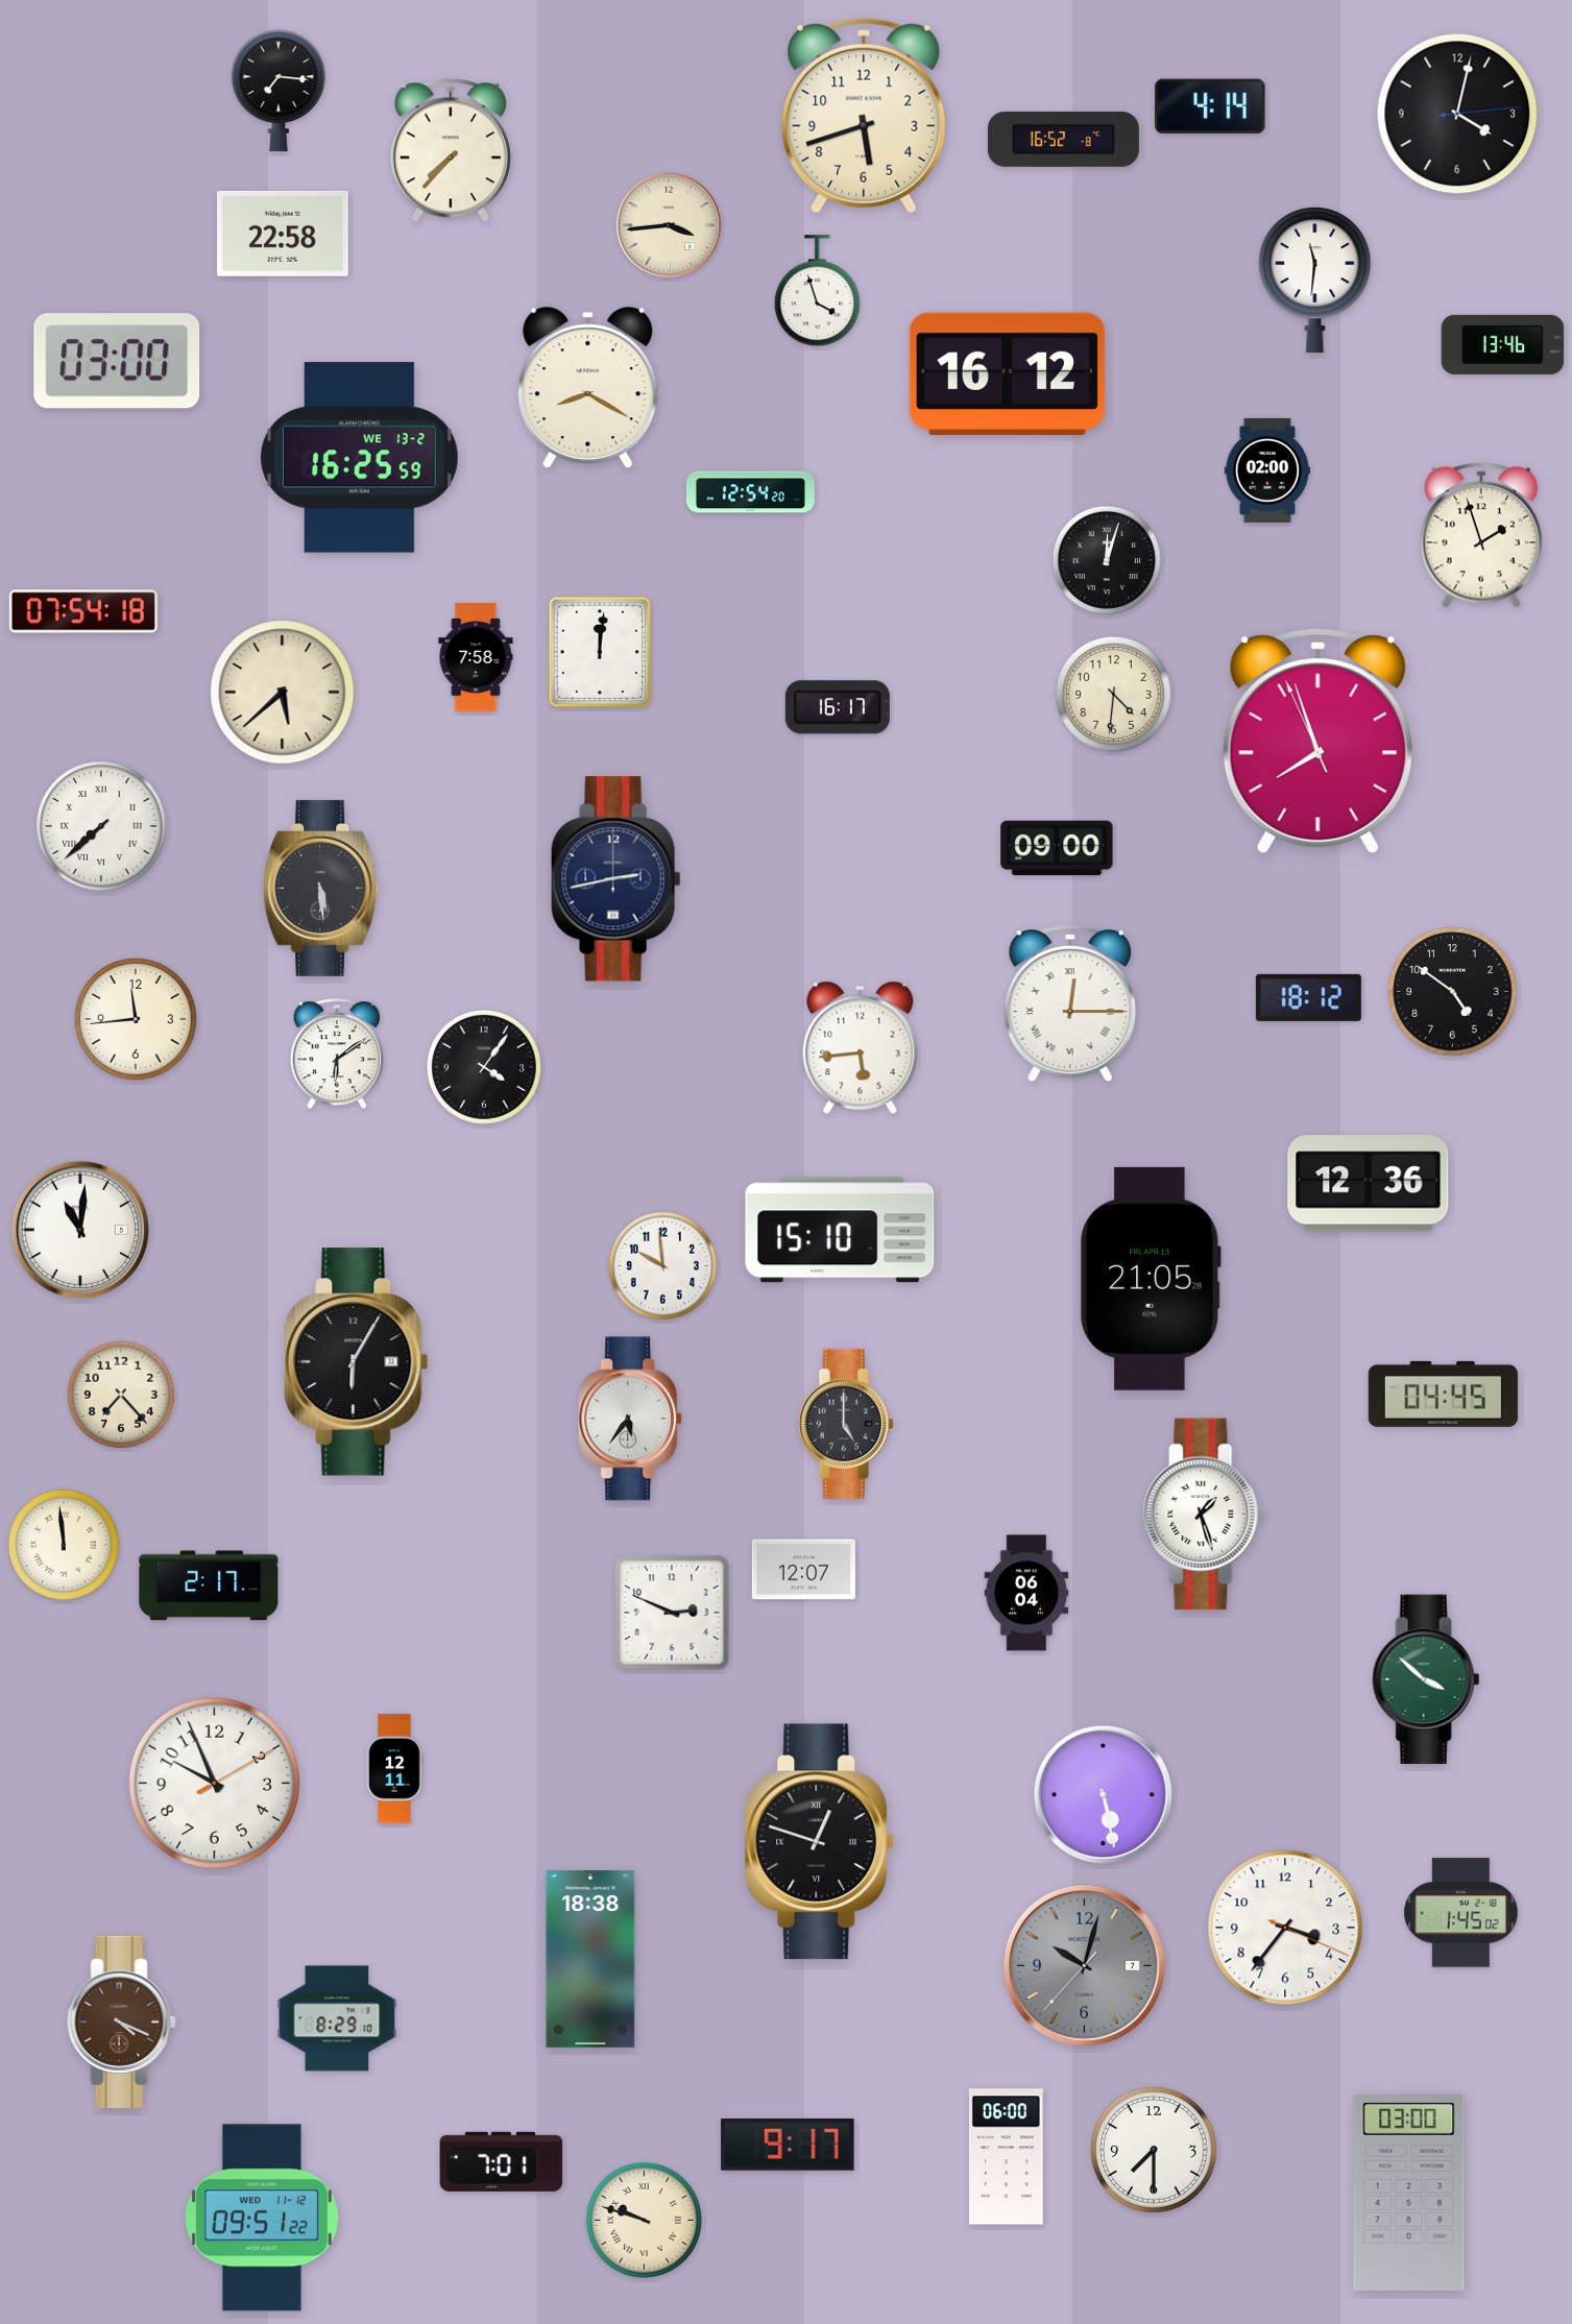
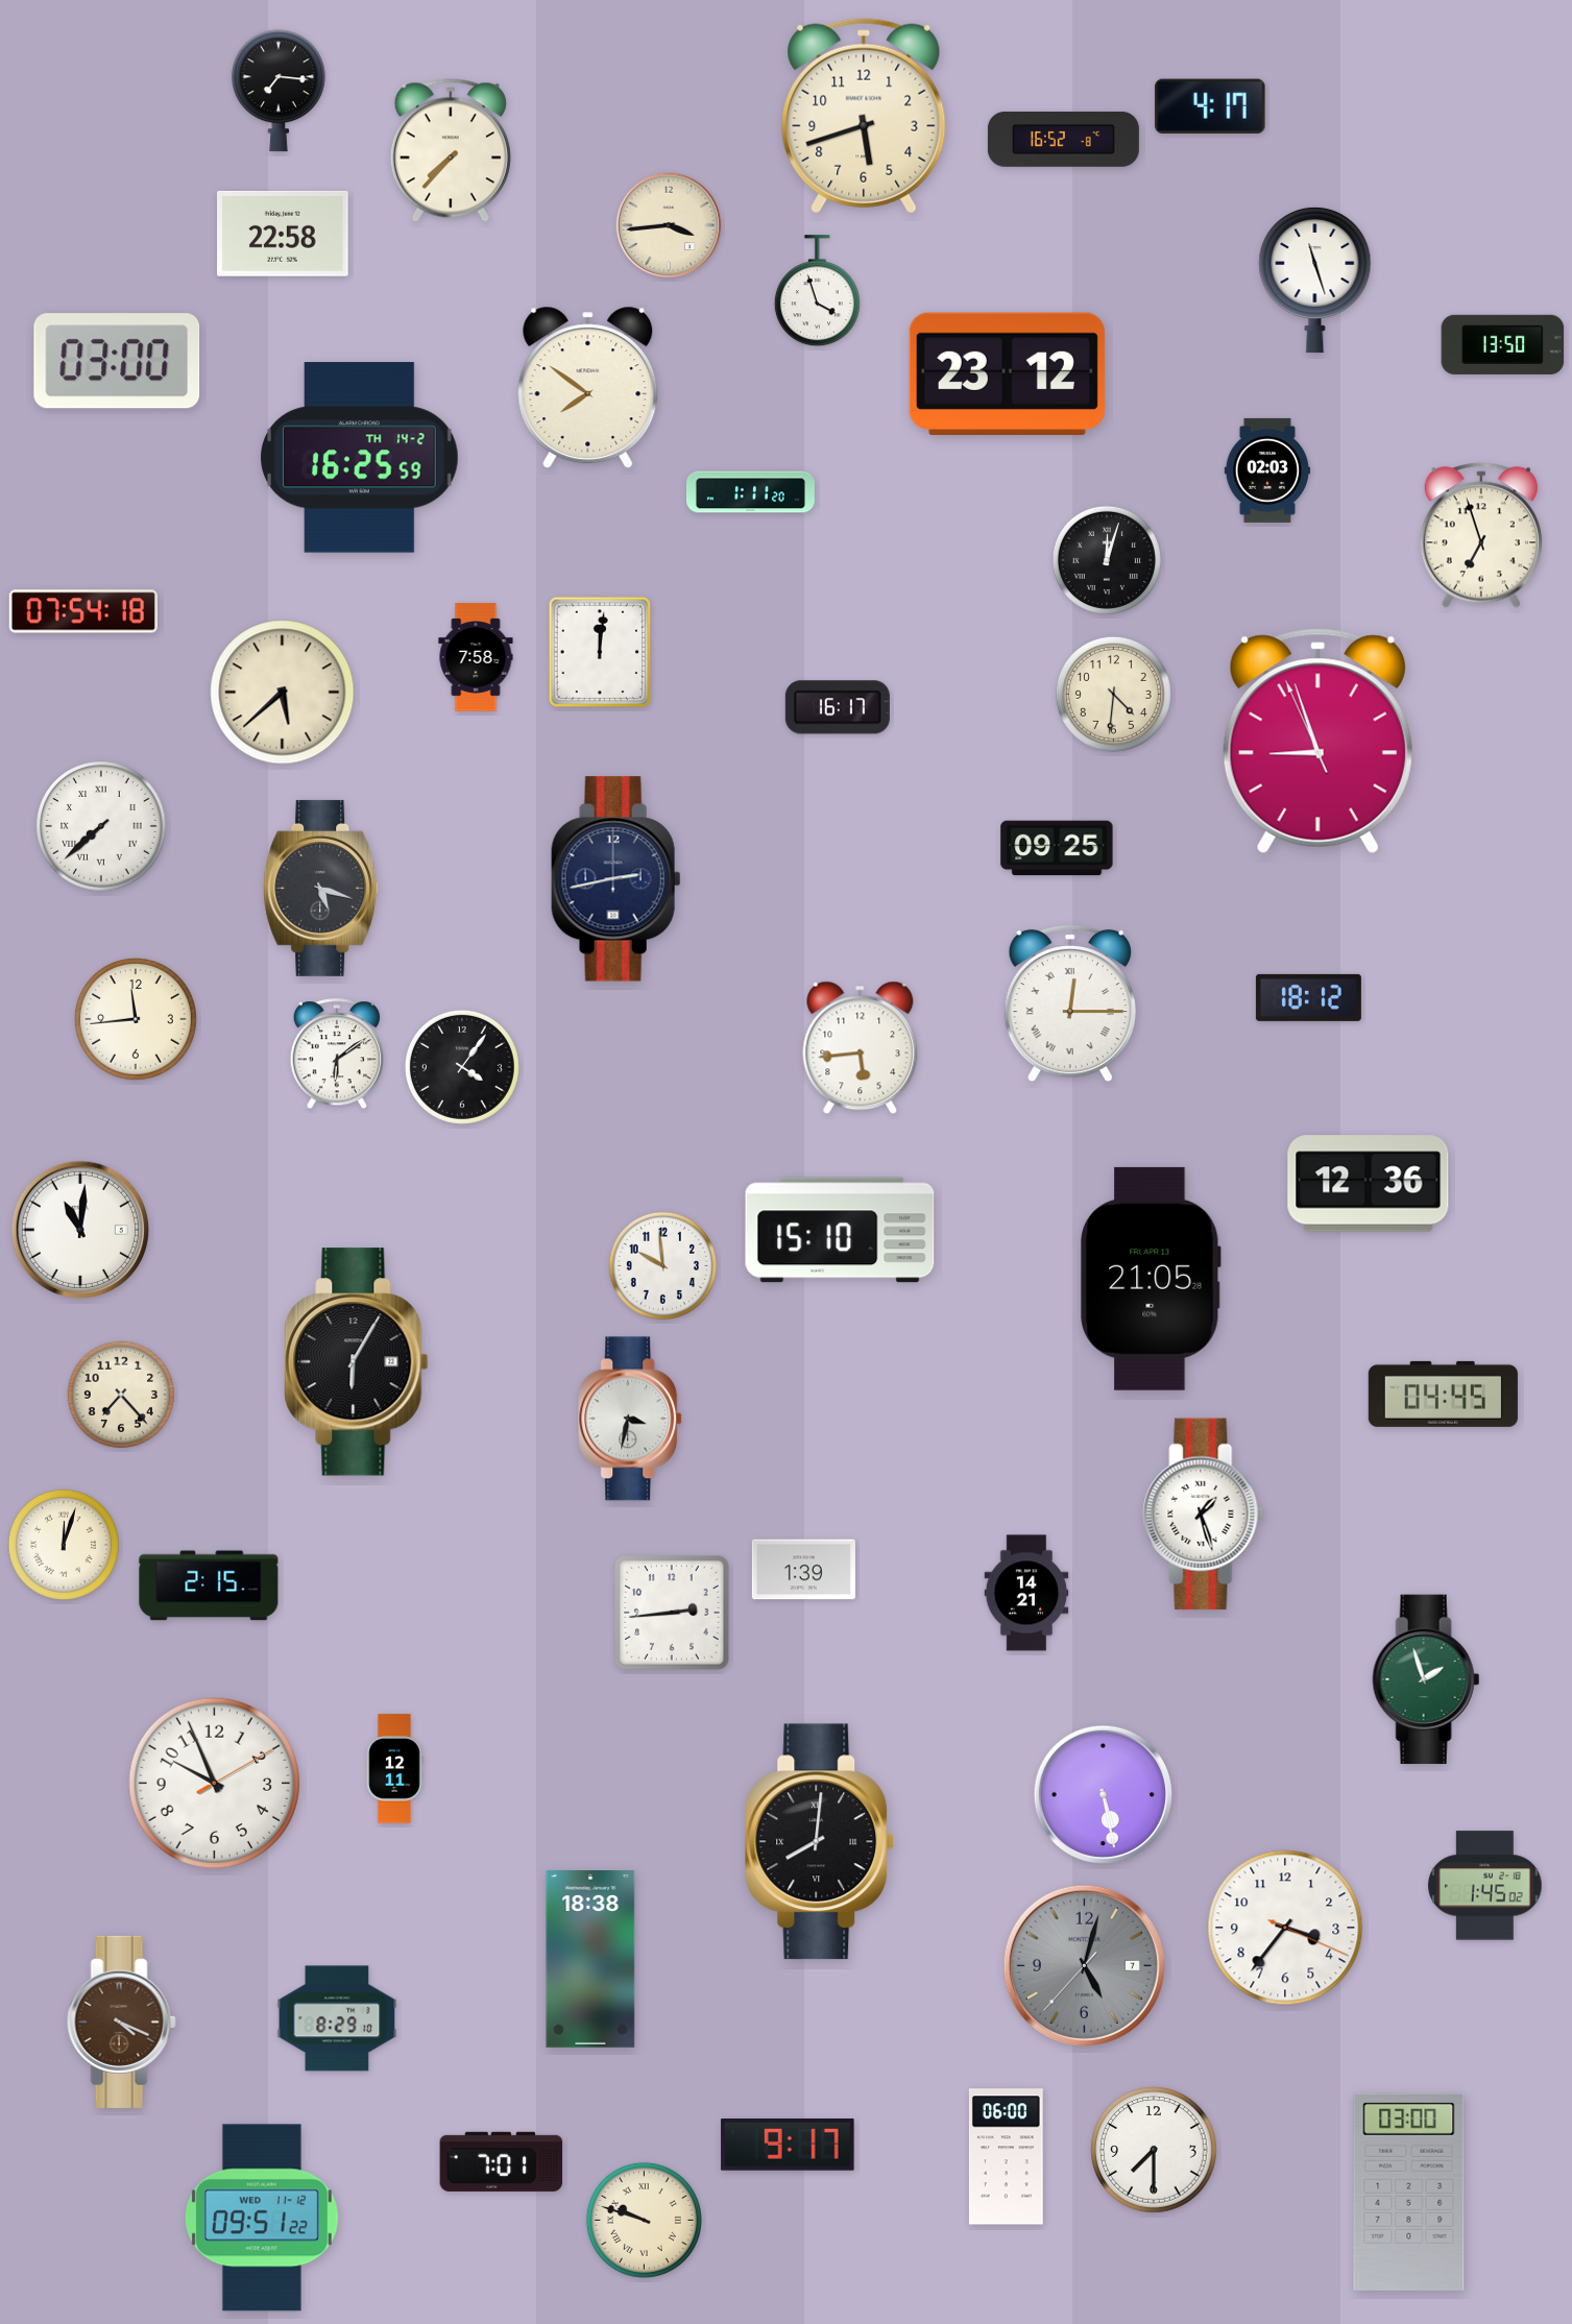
clock at (1210, 105): 4:14 -> 4:17
clock at (1457, 114): 4:02 -> none
clock at (1315, 280): 11:31 -> 11:27
clock at (1503, 344): 13:46 -> 13:50
clock at (1007, 373): 16:12 -> 23:12
clock at (588, 388): 8:20 -> 7:51
clock at (360, 458) date: WE 13-2 -> TH 14-2
clock at (1266, 470): 02:00 -> 02:03
clock at (750, 492): 12:54 -> 1:11
clock at (1481, 535): 1:57 -> 6:57
clock at (1317, 742): 7:56 -> 8:56
clock at (1057, 848): 09:00 -> 09:25
clock at (321, 888): 5:29 -> 5:18
clock at (1453, 992): 4:51 -> none
clock at (484, 1067) position: (484, 1067) -> (462, 1067)
clock at (631, 1419): 5:36 -> 3:32
clock at (846, 1424): 5:00 -> none
clock at (64, 1545): 11:59 -> 12:03
clock at (803, 1570): 12:07 -> 1:39
clock at (209, 1585): 2:17 -> 2:15
clock at (1026, 1593): 06:04 -> 14:21
clock at (672, 1613): 2:49 -> 2:44
clock at (1426, 1679): 3:52 -> 1:57
clock at (820, 1842): 12:48 -> 8:01
clock at (1461, 1913) position: (1461, 1913) -> (1485, 1886)
clock at (1084, 1965): 10:02 -> 5:02
